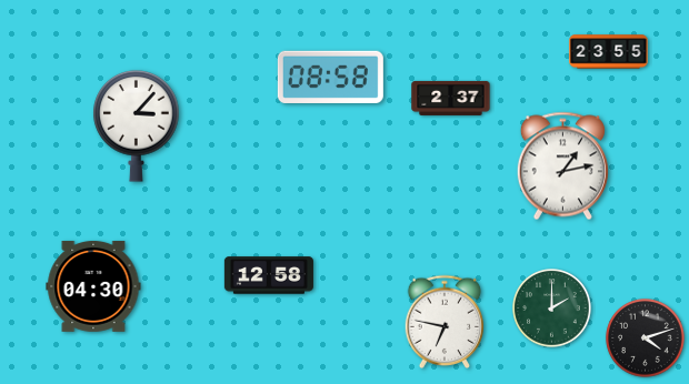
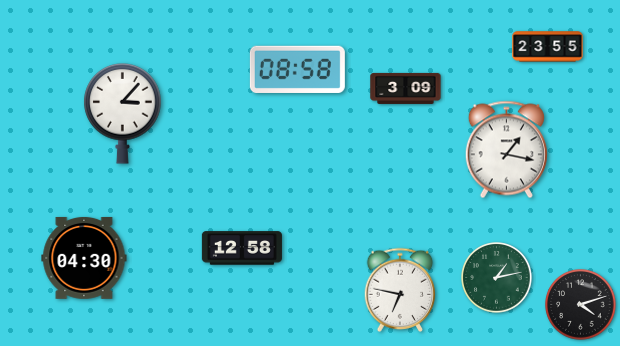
clock at (451, 98): 2:37 -> 3:09
clock at (562, 166): 1:13 -> 1:17
clock at (552, 309): 2:00 -> 1:13
